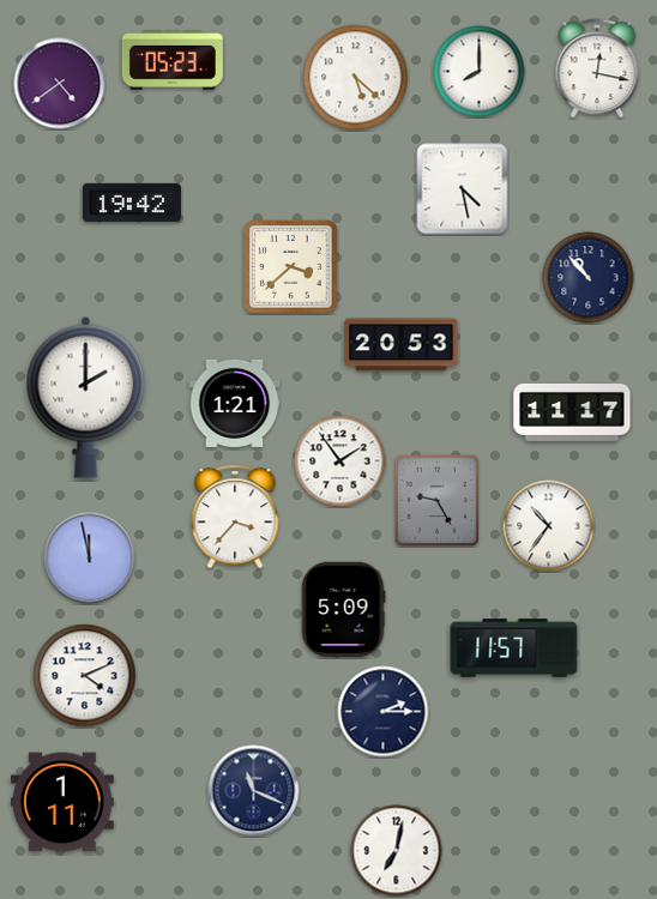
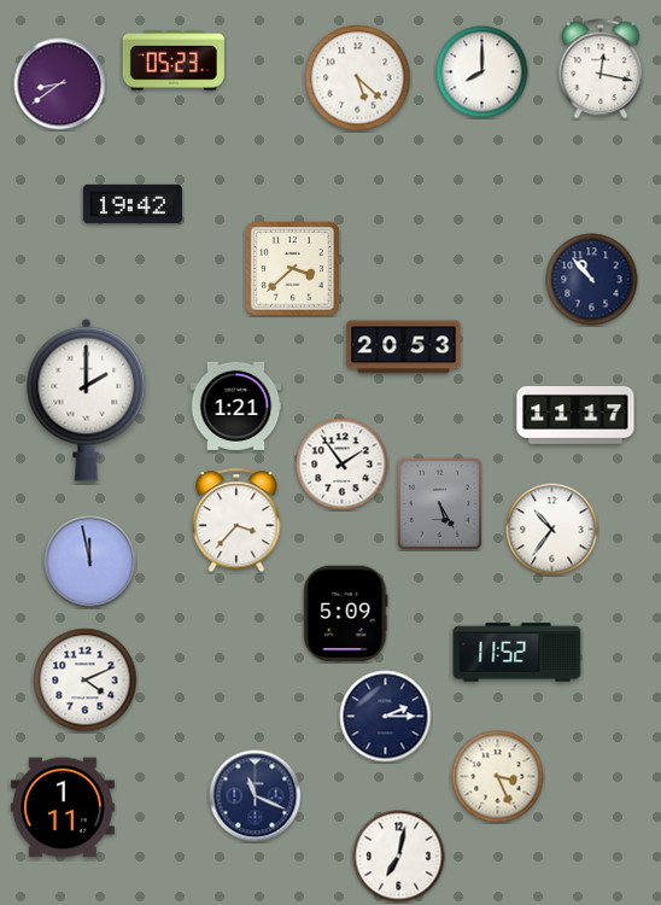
clock at (60, 84): 4:39 -> 8:39
clock at (463, 189): 4:28 -> none
clock at (438, 500): 9:25 -> 5:25
clock at (514, 648): 11:57 -> 11:52
clock at (498, 777): none -> 3:26
